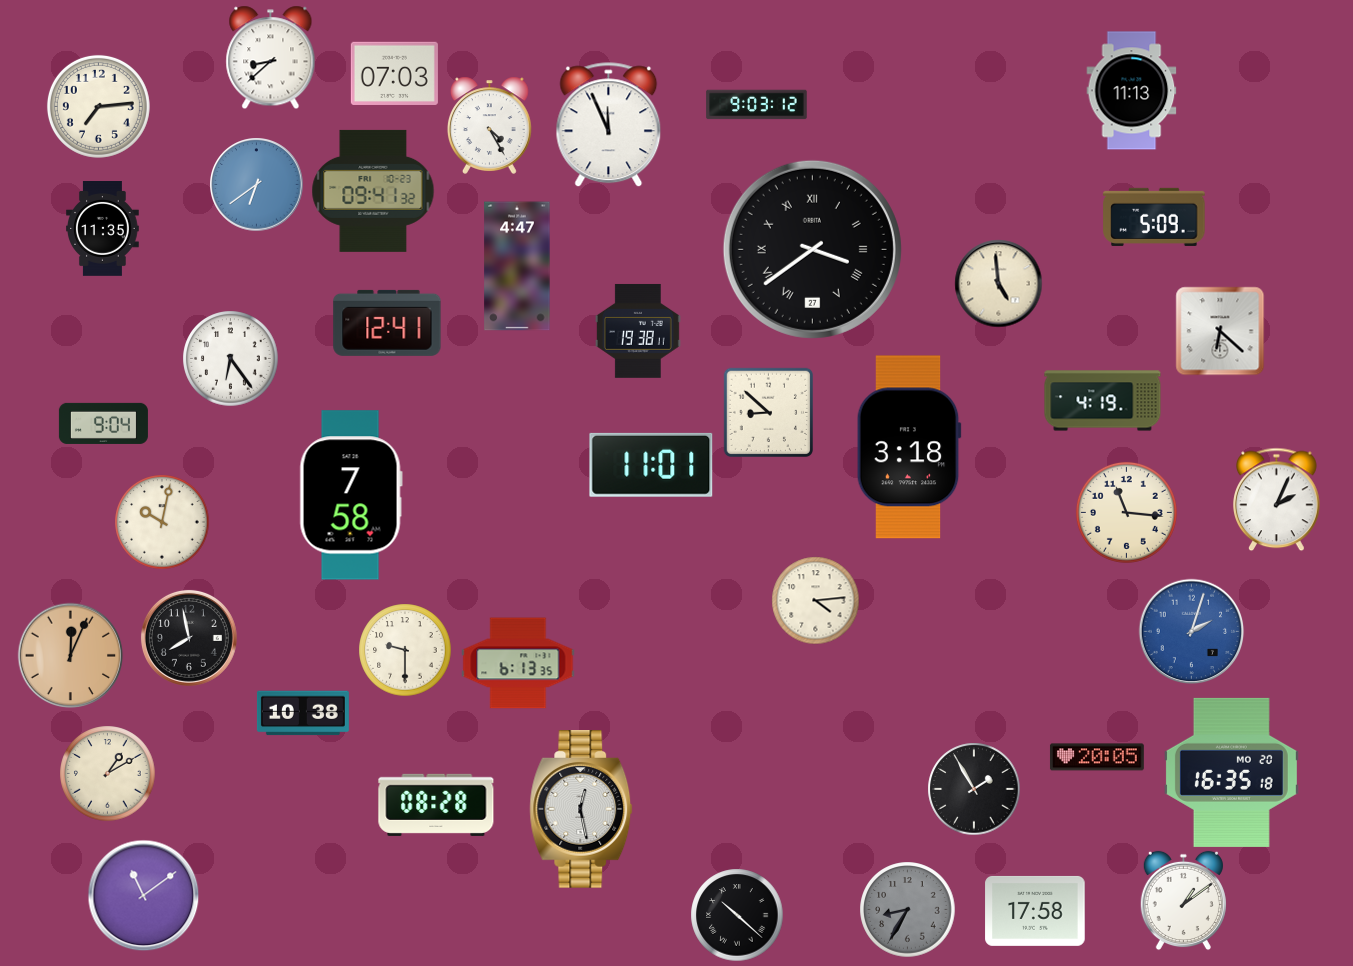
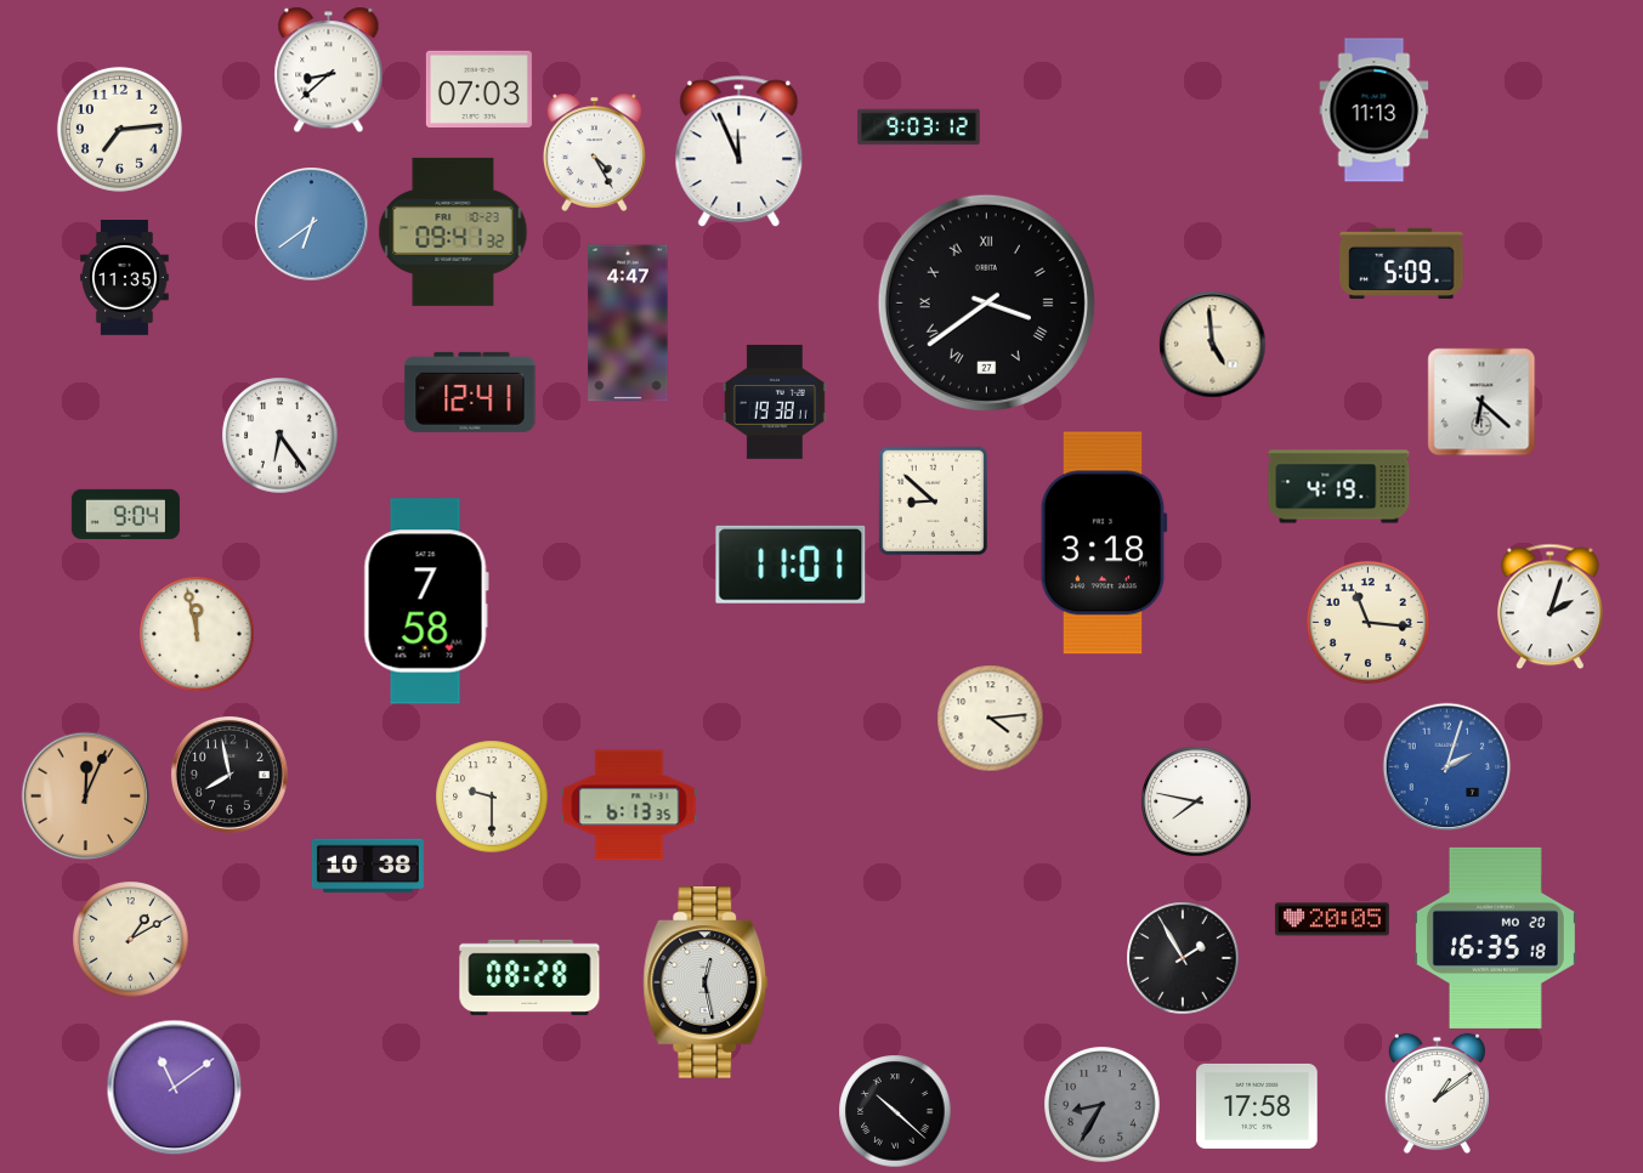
clock at (1277, 499): 2:04 -> 2:03
clock at (162, 522): 10:02 -> 11:58
clock at (815, 600) position: (815, 600) -> (990, 718)
clock at (405, 650) position: (405, 650) -> (492, 797)
clock at (1196, 801): none -> 7:47
